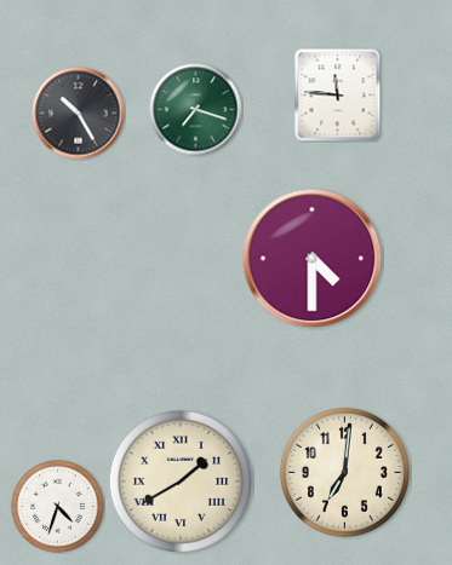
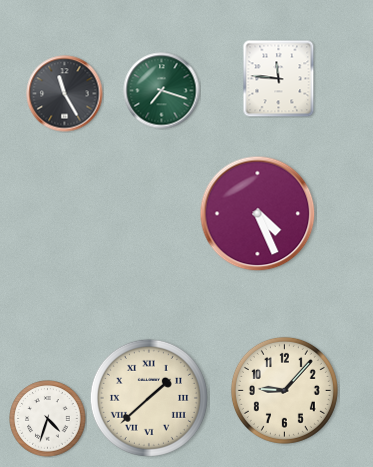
clock at (79, 114): 10:25 -> 11:25
clock at (313, 259): 4:30 -> 4:26
clock at (344, 472): 7:01 -> 9:07
clock at (181, 482): 1:40 -> 1:38
